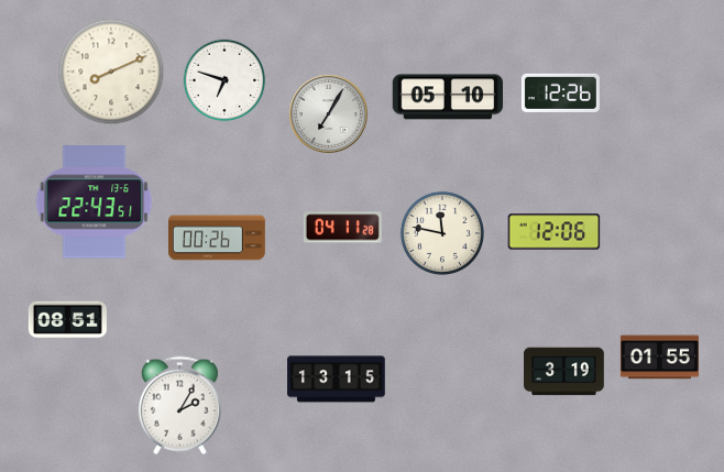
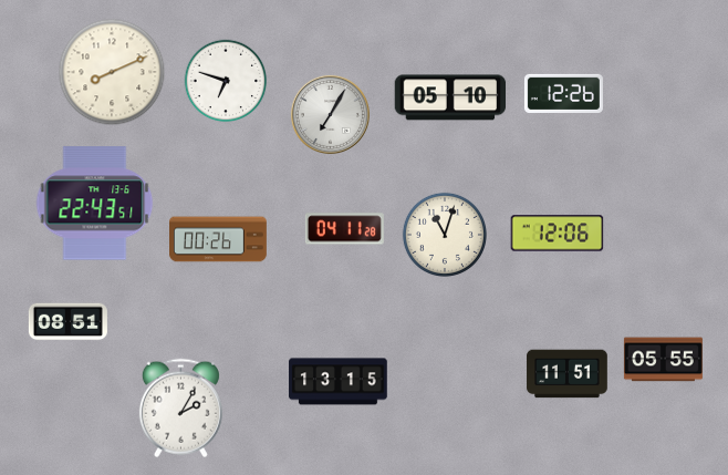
clock at (442, 233): 11:47 -> 11:03
clock at (659, 358): 01:55 -> 05:55
clock at (564, 372): 3:19 -> 11:51
